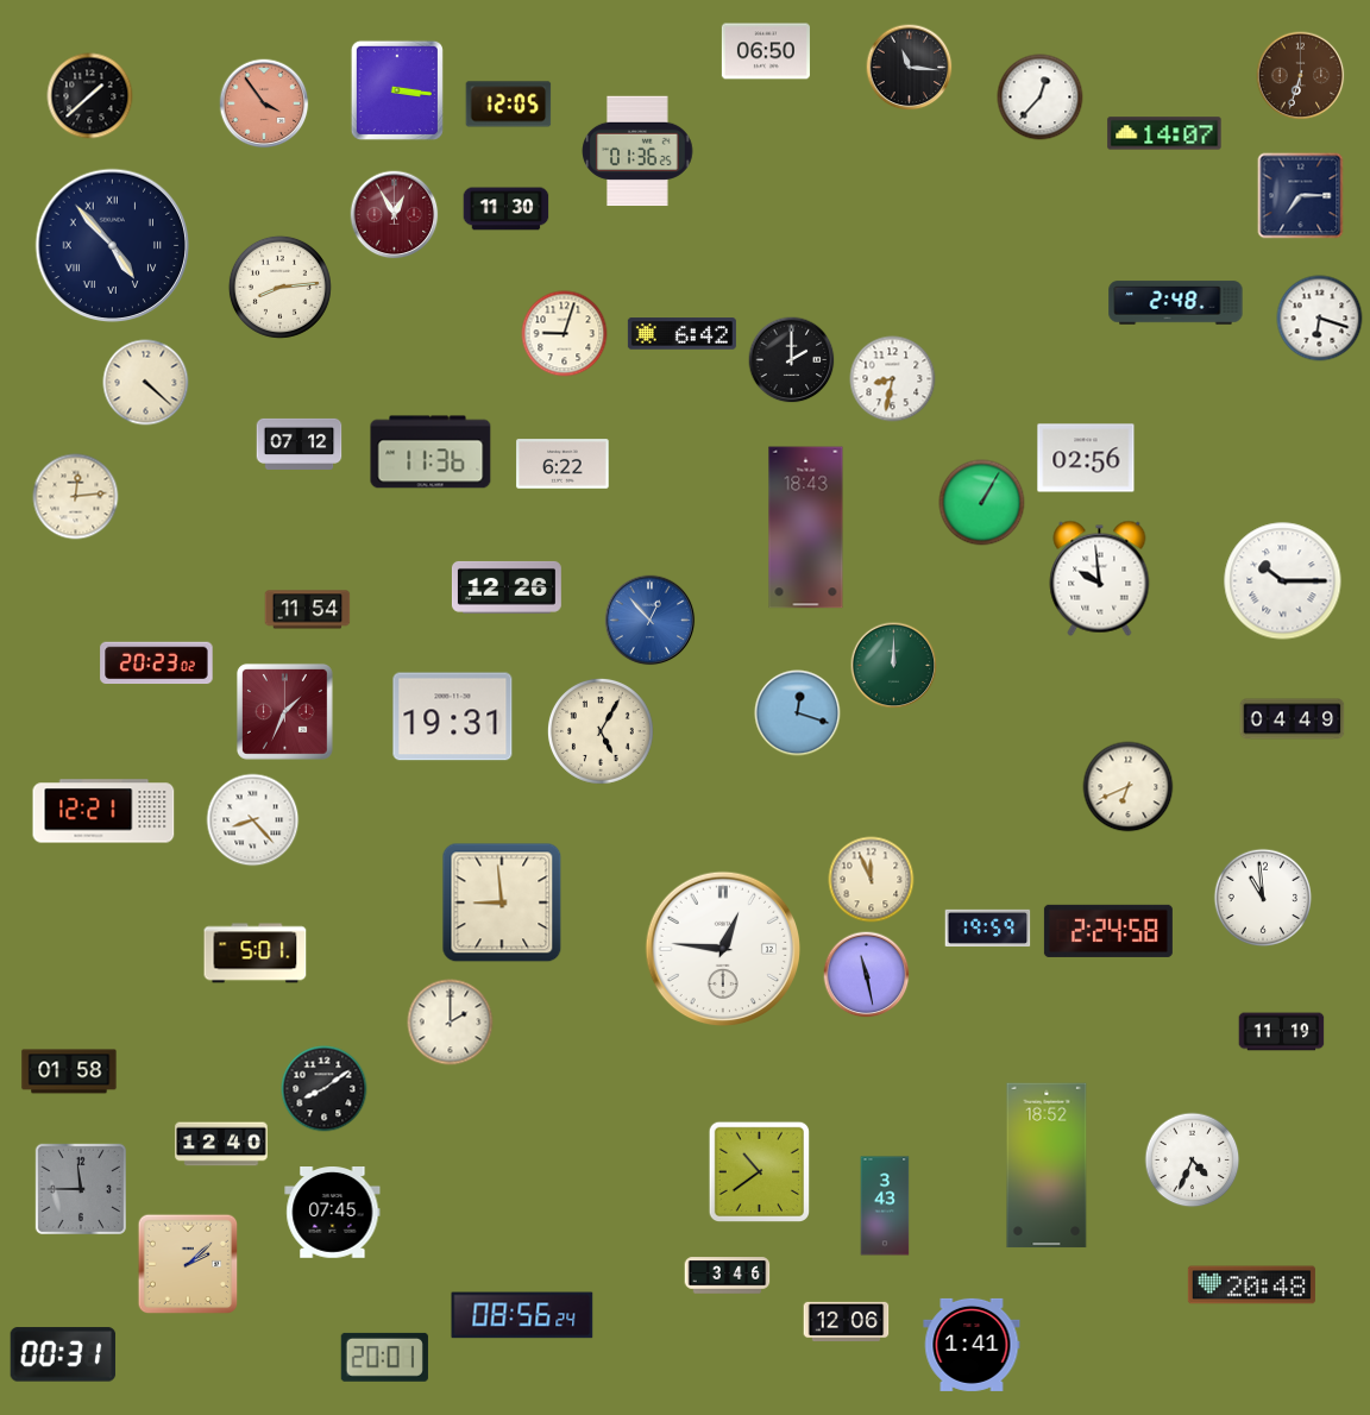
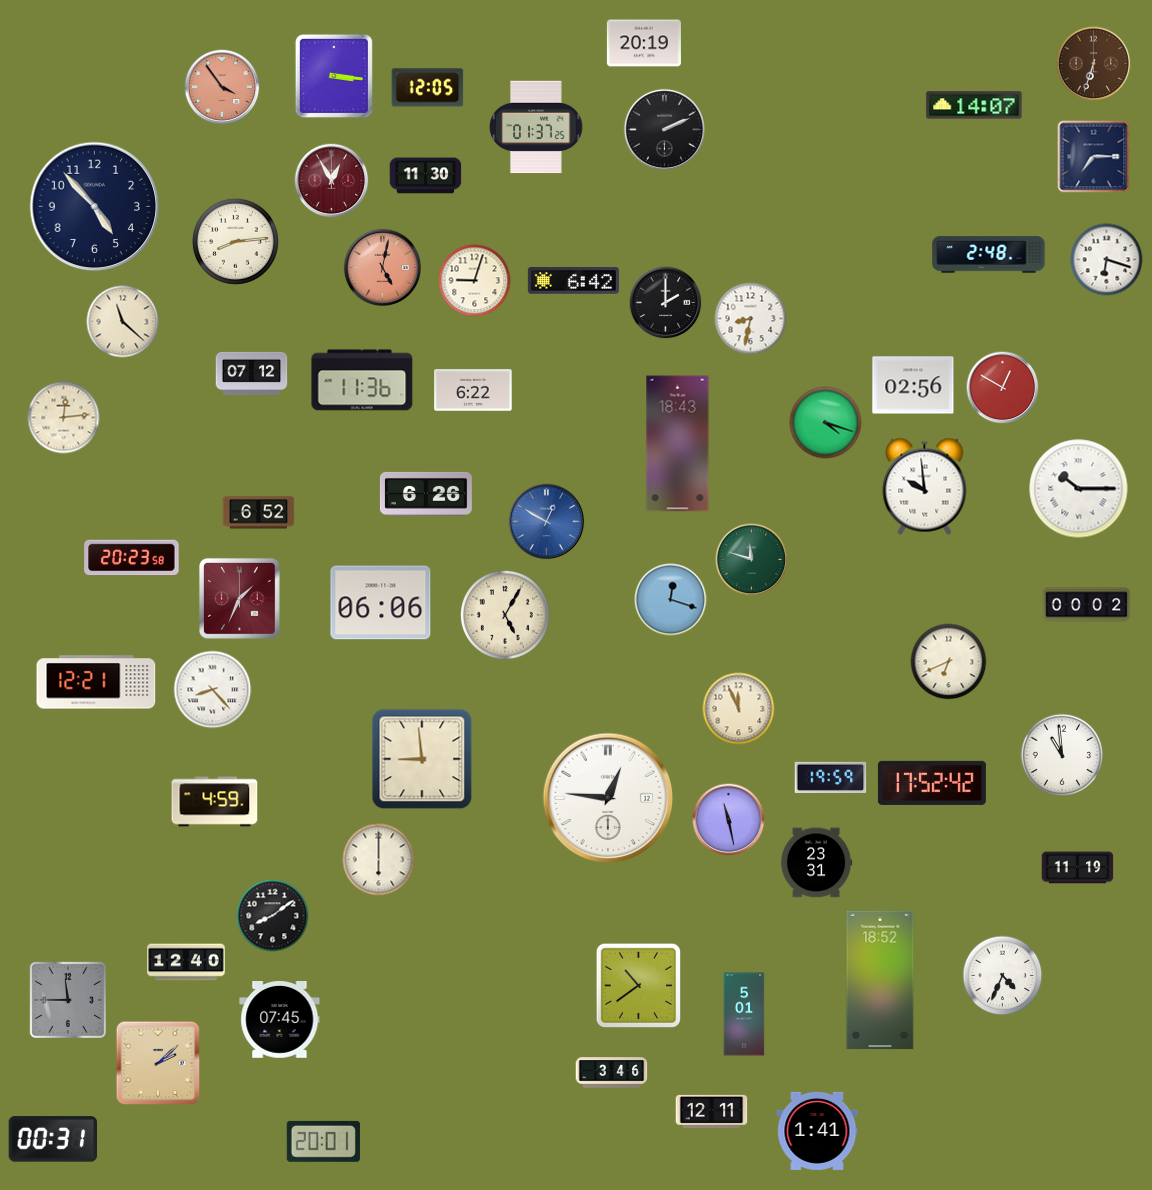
clock at (766, 51): 06:50 -> 20:19
clock at (910, 68): 11:16 -> none
clock at (90, 96): 1:38 -> none
clock at (1041, 98): 12:37 -> none
clock at (1164, 133) position: (1164, 133) -> (974, 105)
clock at (637, 151): 01:36 -> 01:37
clock at (664, 129): none -> 2:11
clock at (1301, 196) position: (1301, 196) -> (1094, 157)
clock at (113, 246) numerals: Roman -> Arabic
clock at (383, 268): none -> 5:02
clock at (1320, 319) position: (1320, 319) -> (1107, 260)
clock at (146, 383): 4:22 -> 11:22
clock at (1003, 388): none -> 12:50
clock at (982, 503): 1:05 -> 4:18
clock at (507, 587): 12:26 -> 6:26
clock at (308, 610): 11:54 -> 6:52
clock at (651, 621): 12:53 -> 12:50
clock at (157, 664): 20:23:02 -> 20:23:58
clock at (894, 666): 12:00 -> 11:48
clock at (453, 717): 19:31 -> 06:06
clock at (1293, 719): 04:49 -> 00:02
clock at (103, 811) position: (103, 811) -> (96, 682)
clock at (872, 880) position: (872, 880) -> (739, 709)
clock at (988, 927) position: (988, 927) -> (831, 777)
clock at (1108, 931): 2:24 -> 17:52
clock at (256, 954): 5:01 -> 4:59
clock at (451, 1023): 2:00 -> 6:00
clock at (816, 863): none -> 23:31
clock at (69, 1071): 01:58 -> none
clock at (885, 1206): 3:43 -> 5:01
clock at (1251, 1285): 20:48 -> none
clock at (522, 1315): 08:56 -> none
clock at (847, 1321): 12:06 -> 12:11
